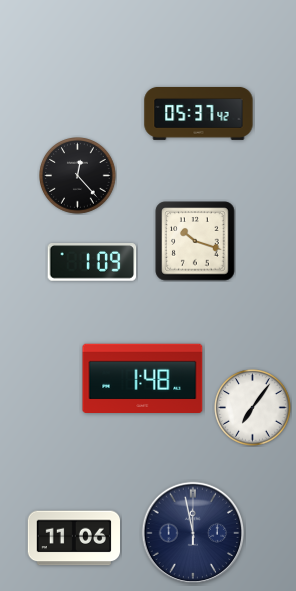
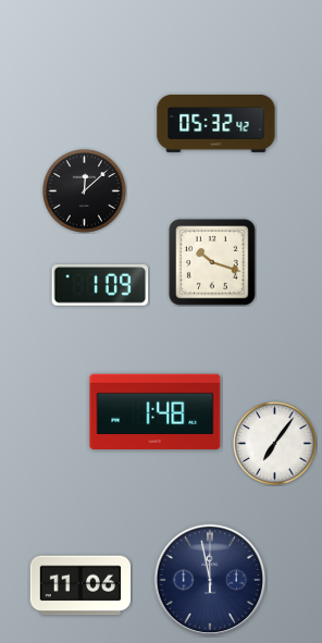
clock at (199, 113): 05:37 -> 05:32
clock at (78, 176): 12:23 -> 12:08
